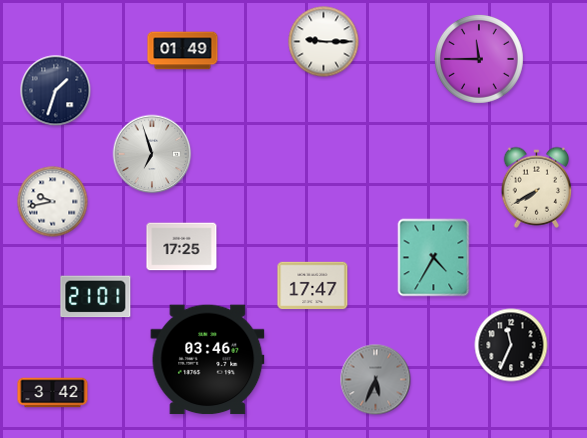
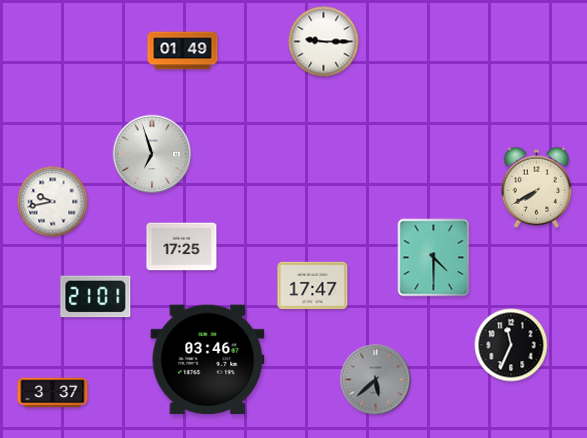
clock at (479, 59): 11:45 -> none
clock at (56, 91): 1:33 -> none
clock at (434, 258): 4:35 -> 4:30
clock at (376, 380): 5:34 -> 5:38
clock at (53, 393): 3:42 -> 3:37
